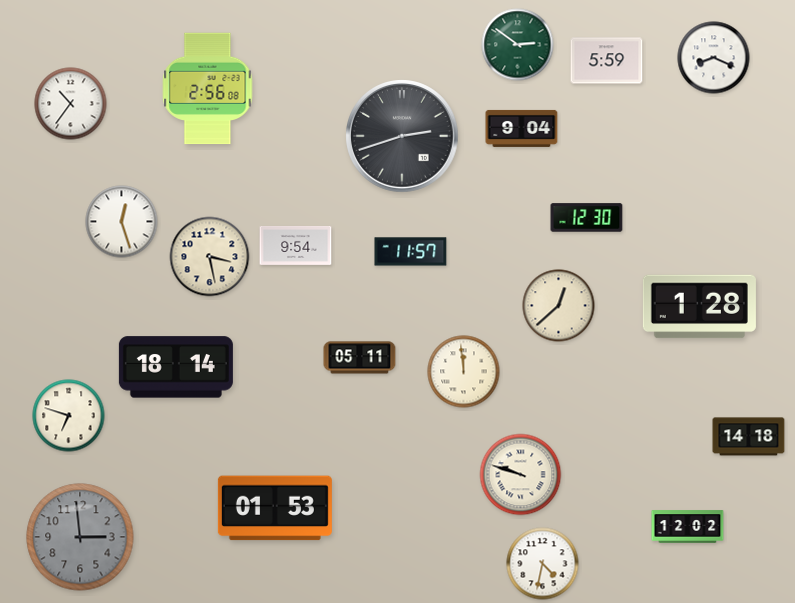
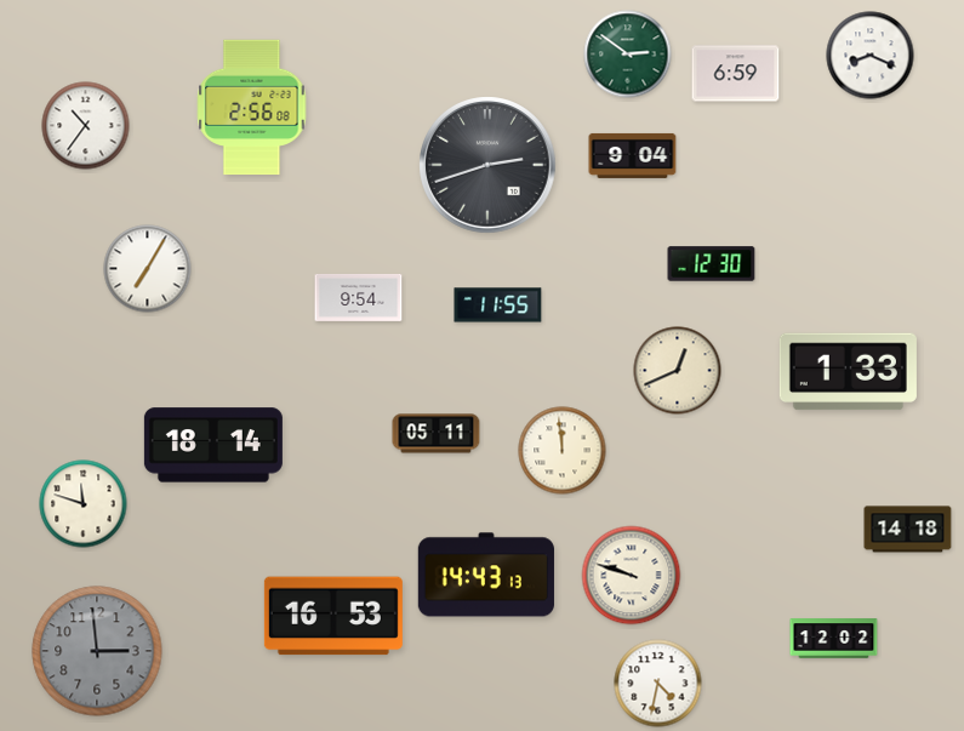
clock at (714, 58) position: (714, 58) -> (871, 56)
clock at (607, 61): 5:59 -> 6:59
clock at (122, 222): 12:27 -> 7:05
clock at (411, 252): 11:57 -> 11:55
clock at (210, 257): 3:28 -> none
clock at (559, 306): 12:38 -> 12:41
clock at (699, 307): 1:28 -> 1:33
clock at (69, 416): 6:48 -> 11:48
clock at (486, 575): none -> 14:43
clock at (275, 508): 01:53 -> 16:53
